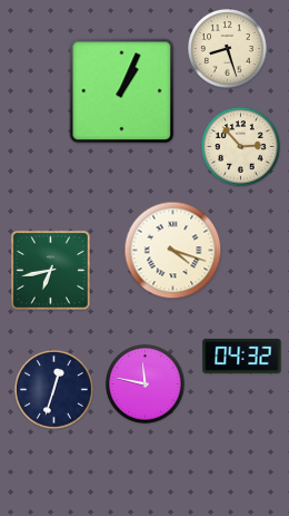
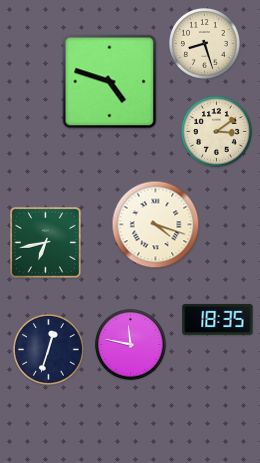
clock at (122, 91): 1:04 -> 4:48
clock at (241, 147): 2:53 -> 3:09
clock at (242, 356): 04:32 -> 18:35
